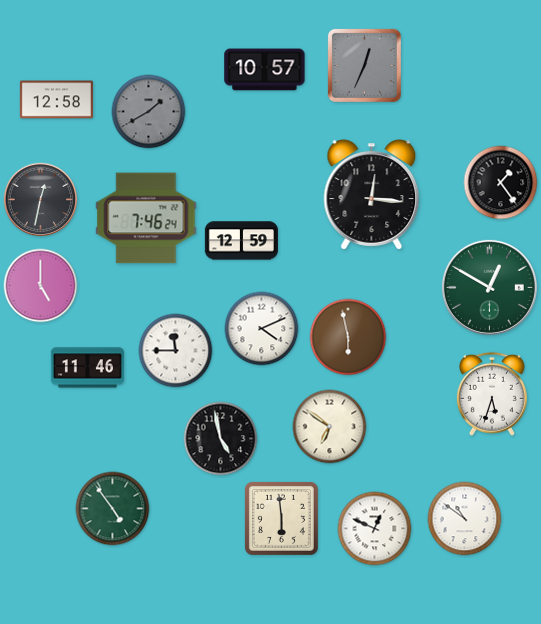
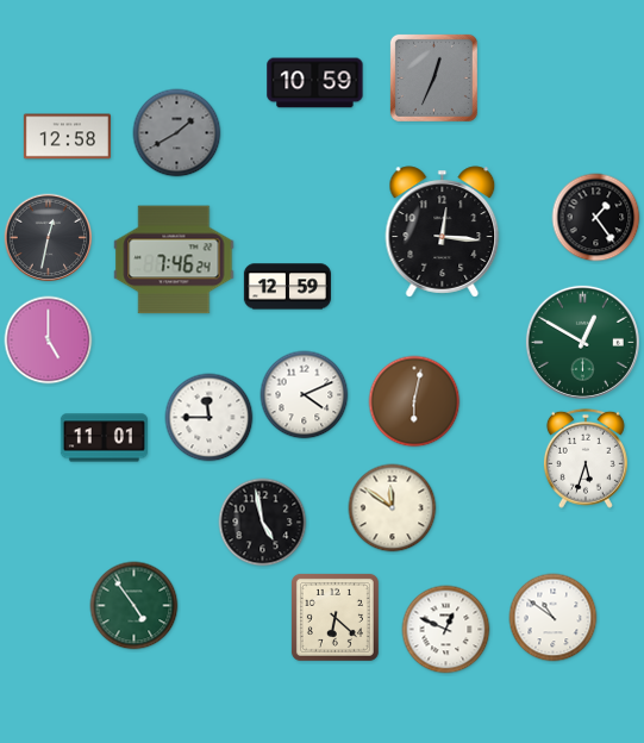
clock at (265, 70): 10:57 -> 10:59
clock at (56, 100) position: (56, 100) -> (67, 137)
clock at (262, 329) position: (262, 329) -> (305, 395)
clock at (348, 337): 5:58 -> 6:02
clock at (87, 368): 11:46 -> 11:01
clock at (492, 394) position: (492, 394) -> (586, 458)
clock at (330, 427): 6:51 -> 11:51
clock at (281, 518): 5:59 -> 6:22
